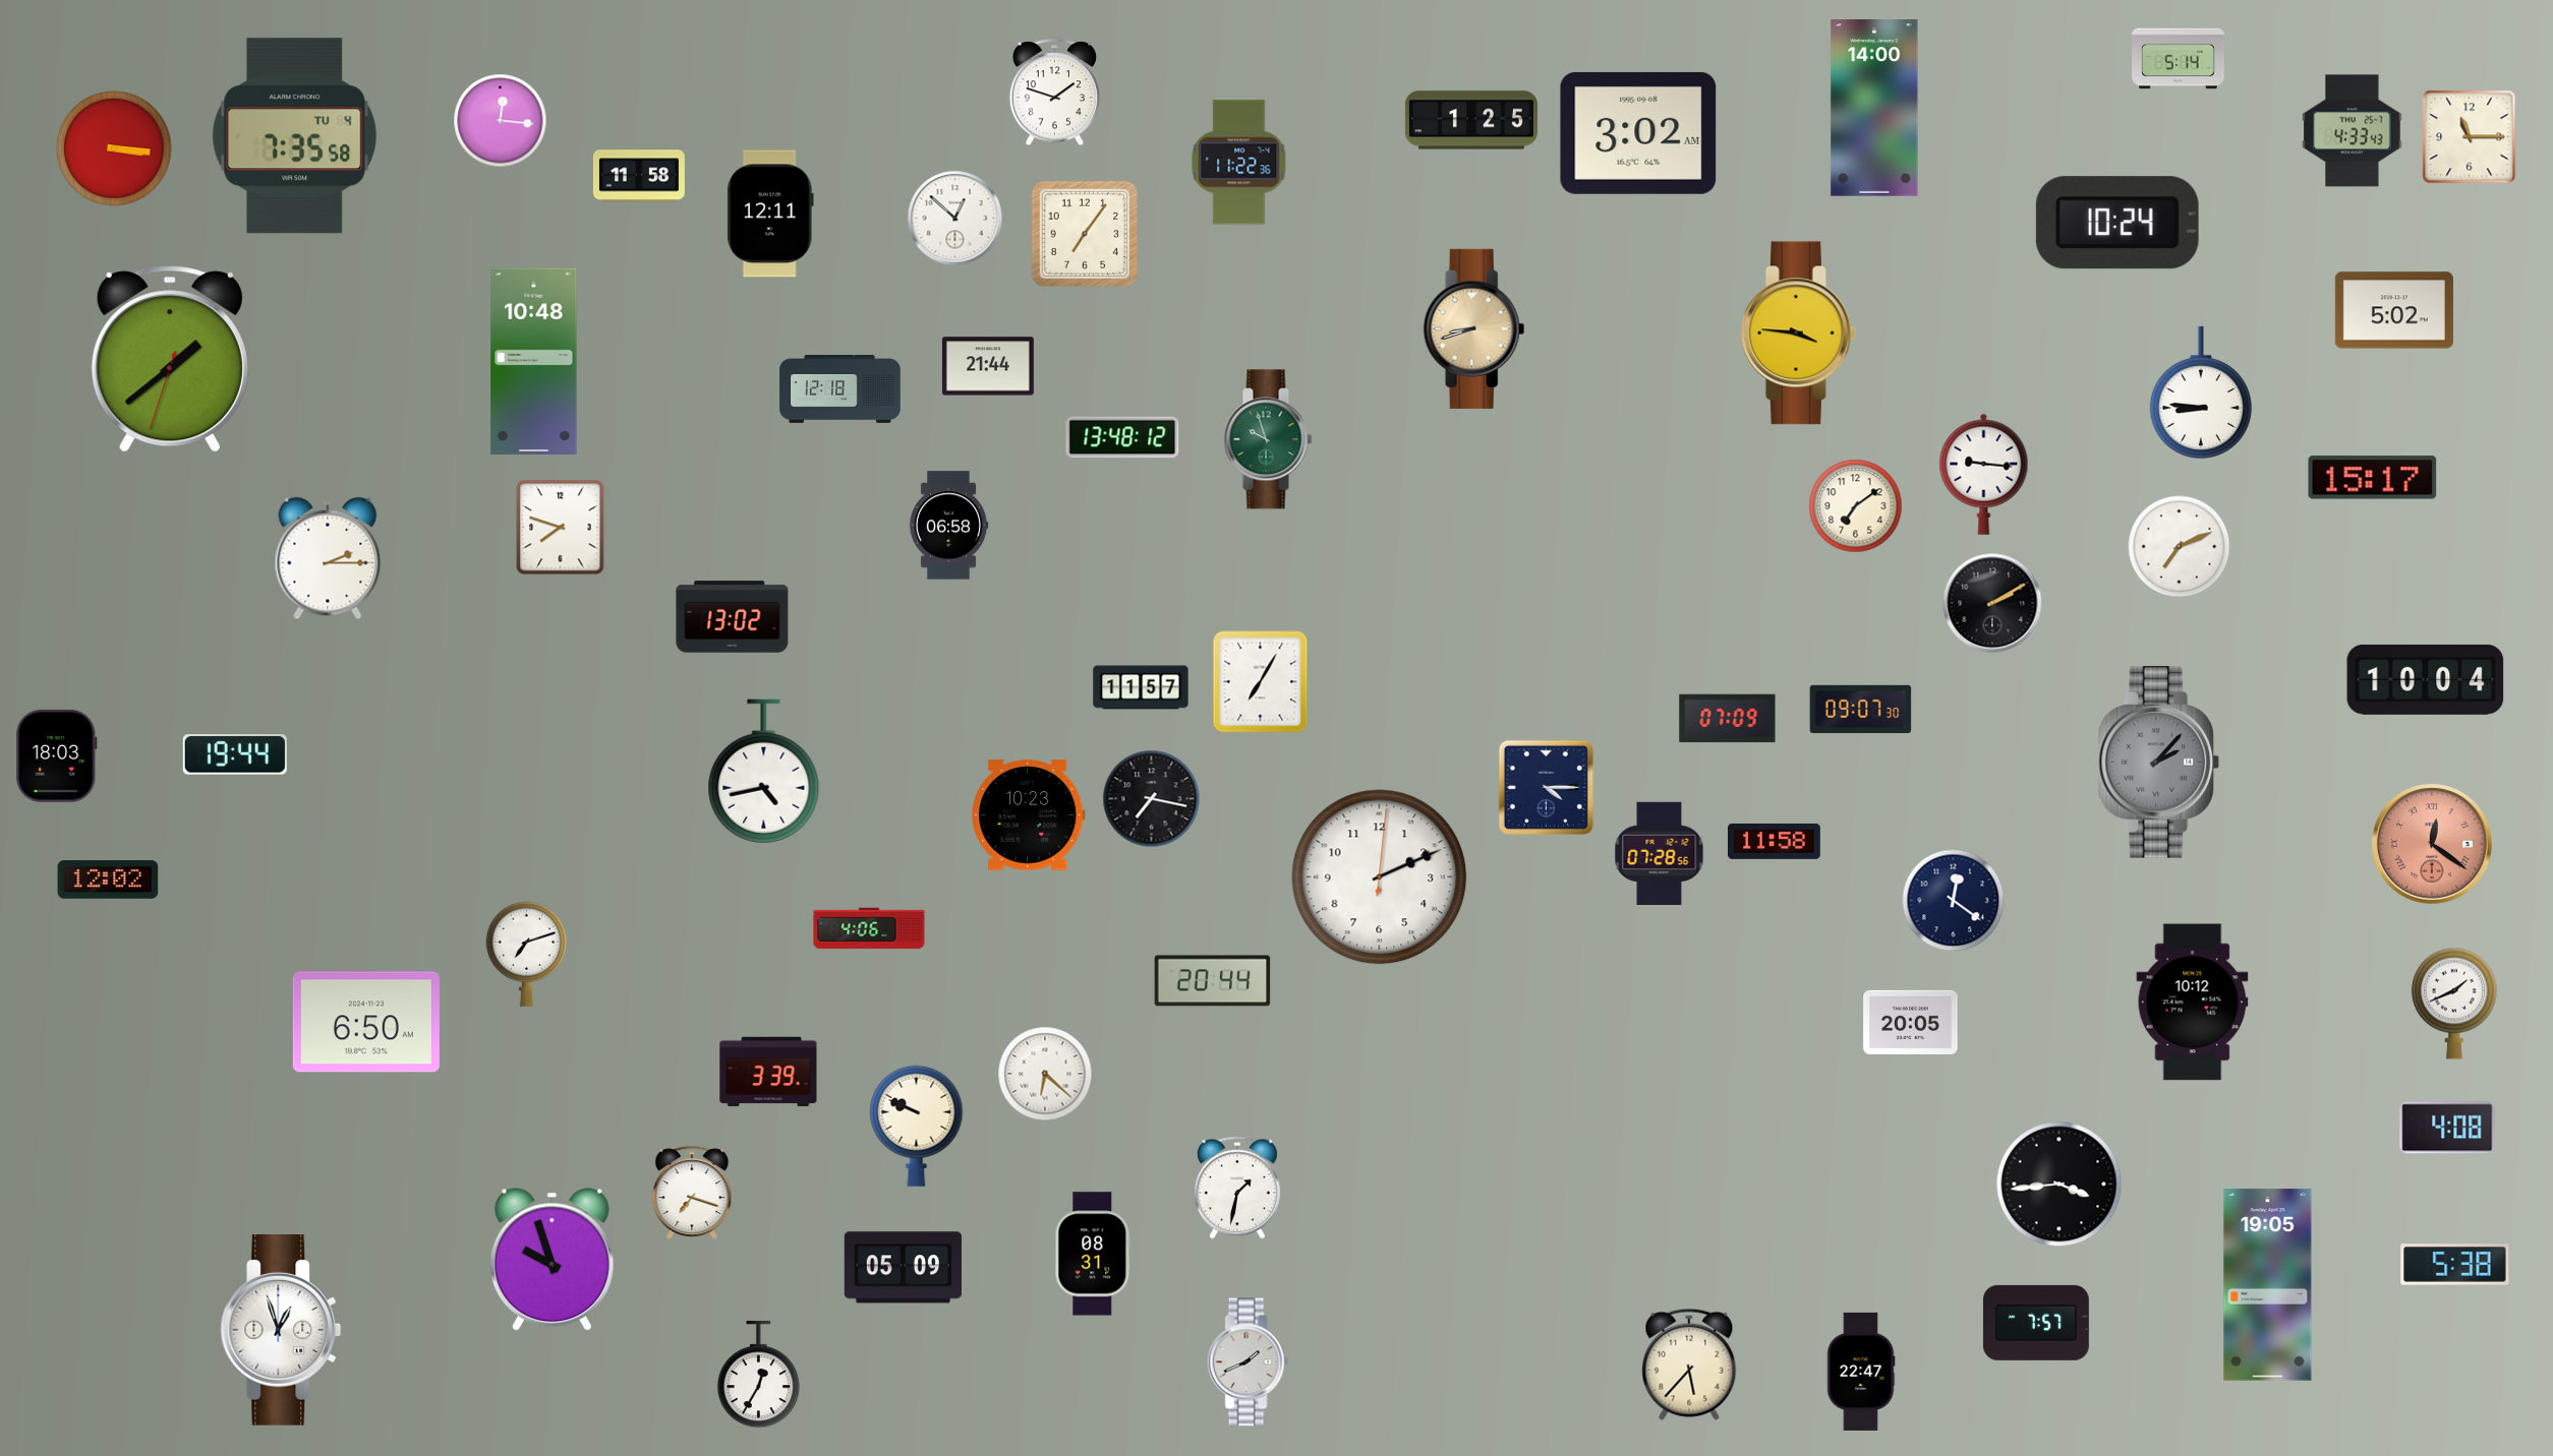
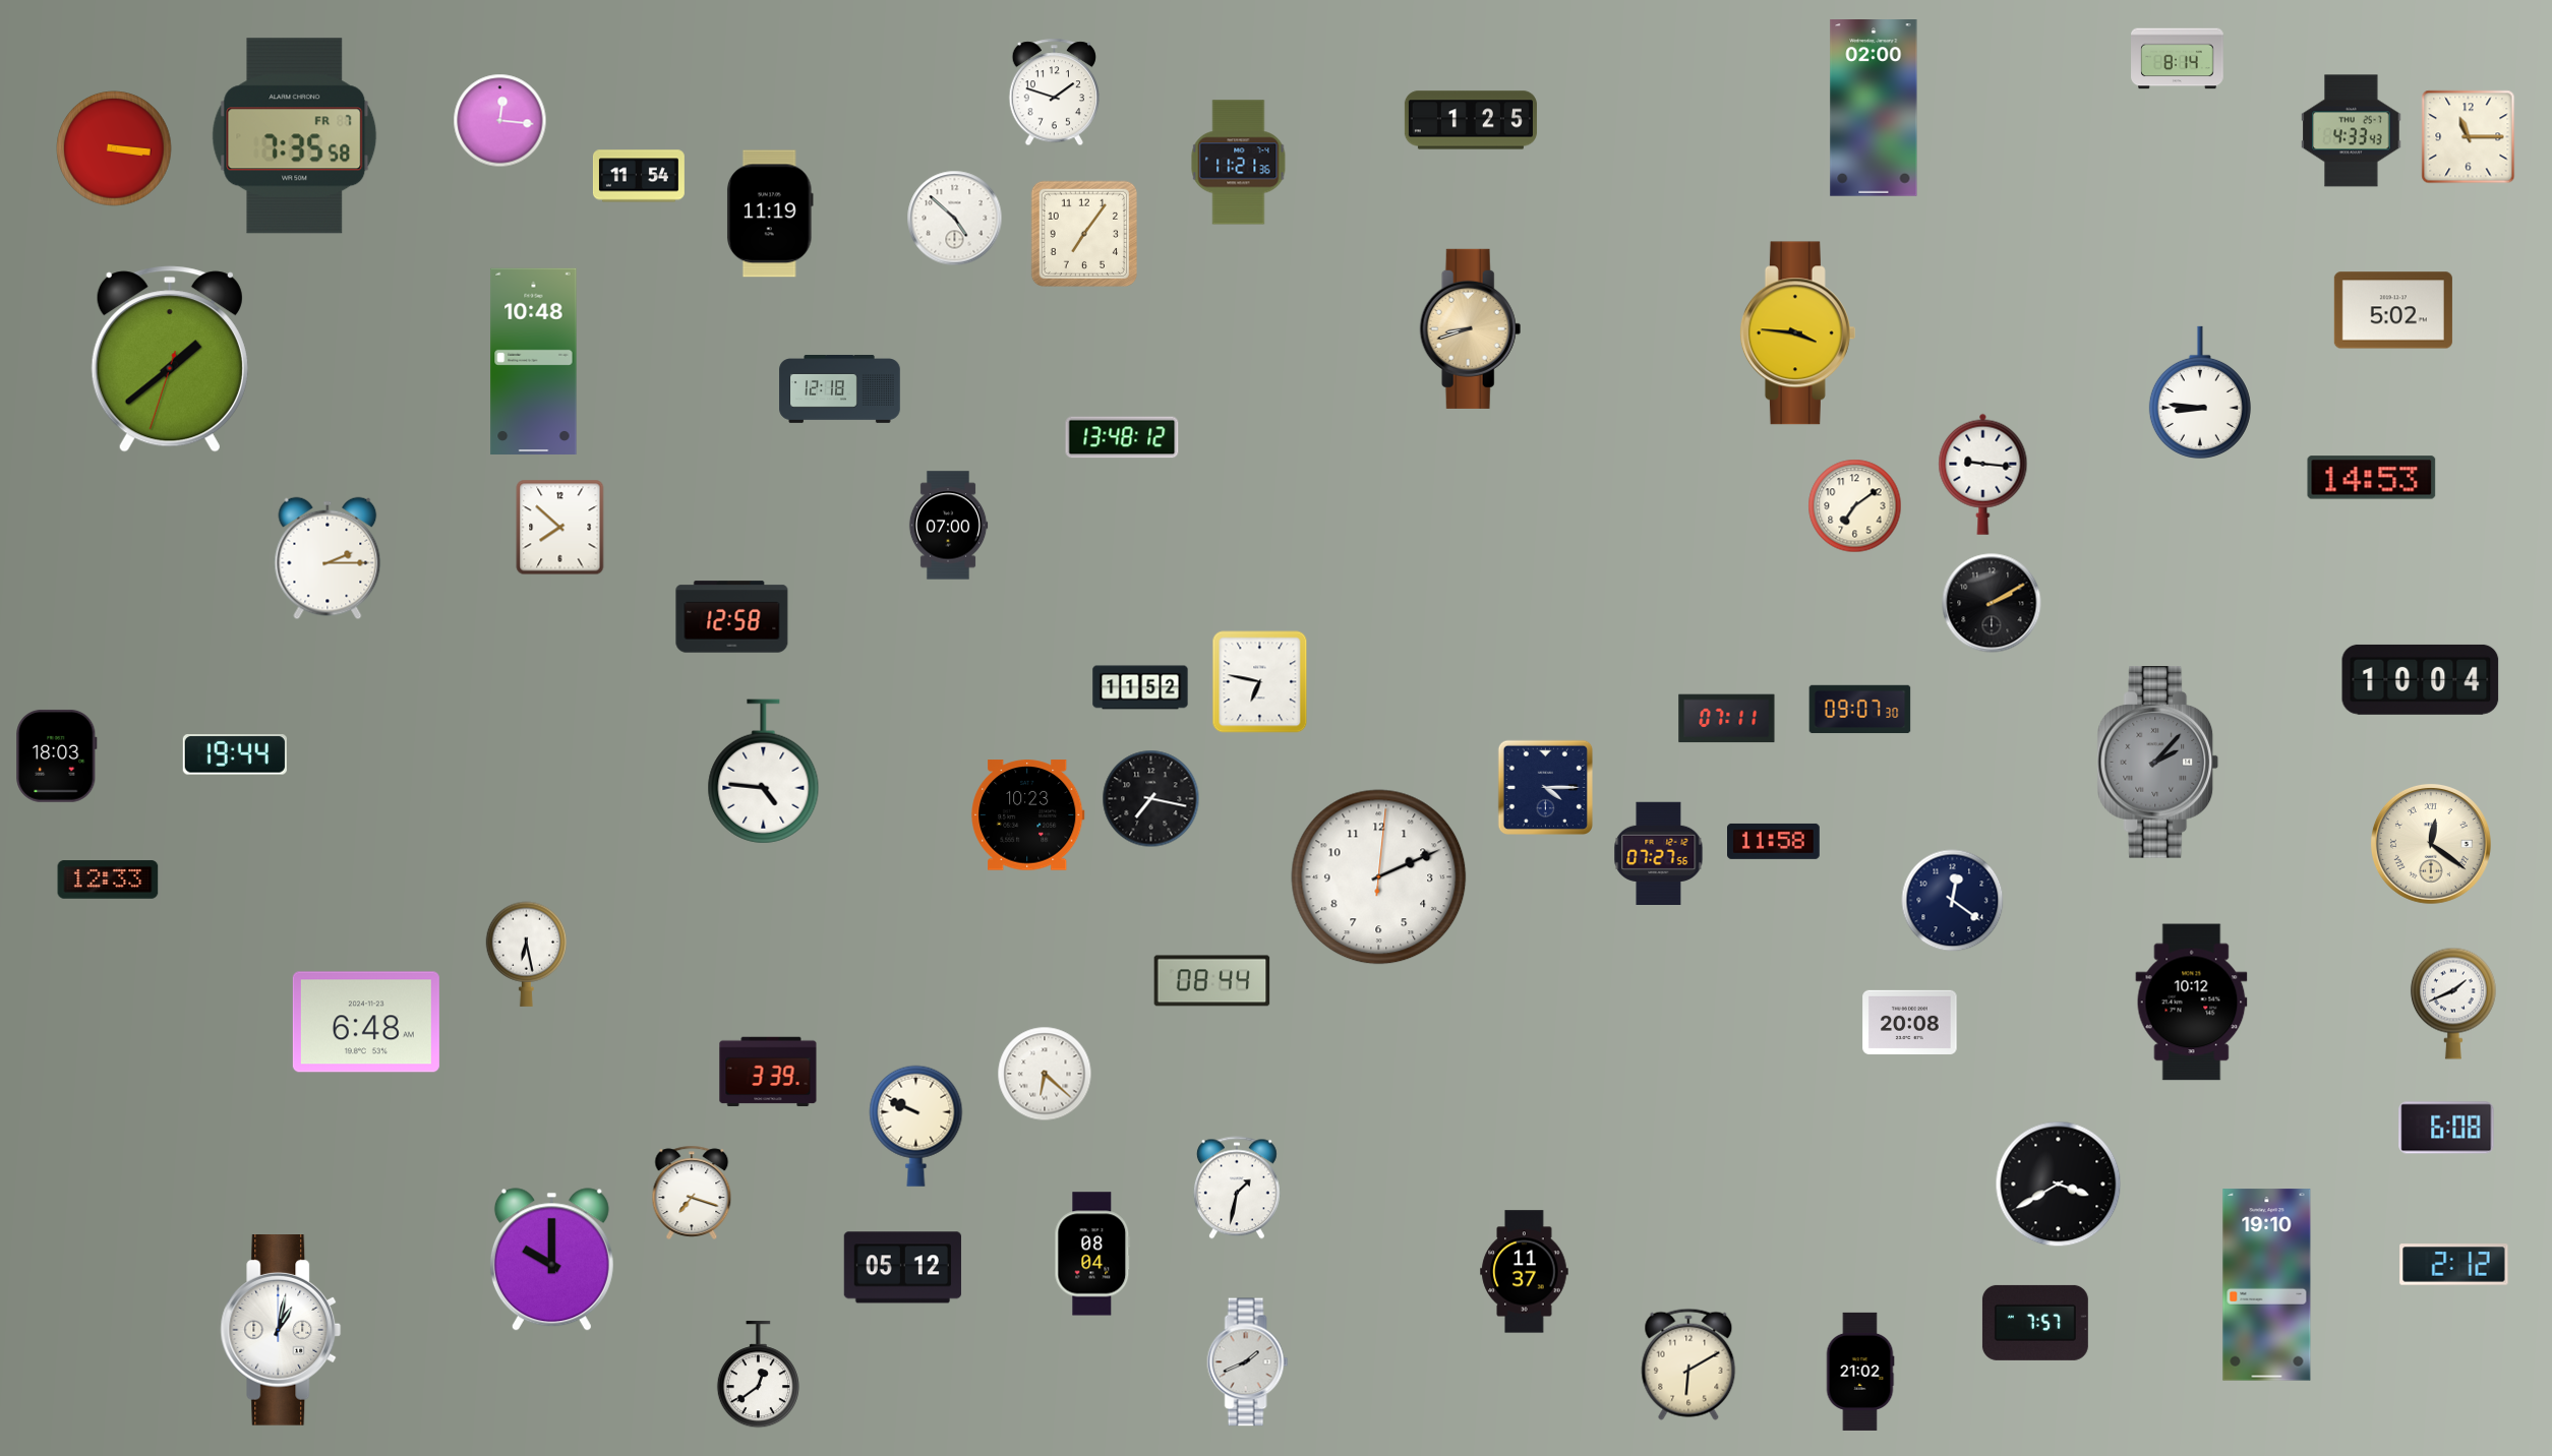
clock at (2179, 59): 5:14 -> 8:14
clock at (1874, 109): 14:00 -> 02:00
clock at (1638, 133): 3:02 -> none
clock at (295, 136) date: TU 4 -> FR 7
clock at (1239, 163): 11:22 -> 11:21
clock at (639, 176): 11:58 -> 11:54
clock at (770, 214): 12:11 -> 11:19
clock at (955, 219): 12:52 -> 4:52
clock at (2117, 223): 10:24 -> none
clock at (1474, 328) position: (1474, 328) -> (1471, 328)
clock at (988, 366): 21:44 -> none
clock at (1268, 439): 9:57 -> none
clock at (2373, 478): 15:17 -> 14:53
clock at (948, 526): 06:58 -> 07:00
clock at (561, 528): 7:48 -> 7:52
clock at (2180, 547): 7:11 -> none
clock at (733, 617): 13:02 -> 12:58
clock at (2426, 679) position: (2426, 679) -> (2421, 679)
clock at (1261, 682): 7:05 -> 6:47
clock at (1141, 687): 11:57 -> 11:52
clock at (1728, 719): 07:09 -> 07:11
clock at (764, 772): 4:43 -> 4:46
clock at (2432, 844) dial: salmon -> cream
clock at (1660, 853): 07:28 -> 07:27
clock at (108, 879): 12:02 -> 12:33
clock at (869, 928): 4:06 -> none
clock at (527, 954): 7:12 -> 6:28
clock at (1213, 981): 20:44 -> 08:44
clock at (366, 1022): 6:50 -> 6:48
clock at (1911, 1022): 20:05 -> 20:08
clock at (2447, 1128): 4:08 -> 6:08
clock at (2059, 1185): 3:44 -> 3:40
clock at (1093, 1254): 08:31 -> 08:04
clock at (552, 1260): 9:57 -> 10:00
clock at (2455, 1265): 5:38 -> 2:12
clock at (903, 1268): 05:09 -> 05:12
clock at (1525, 1272): none -> 11:37
clock at (2268, 1285): 19:05 -> 19:10
clock at (281, 1331): 12:57 -> 1:02
clock at (1689, 1364): 5:37 -> 6:10
clock at (1861, 1372): 22:47 -> 21:02
clock at (758, 1375): 12:35 -> 12:39
